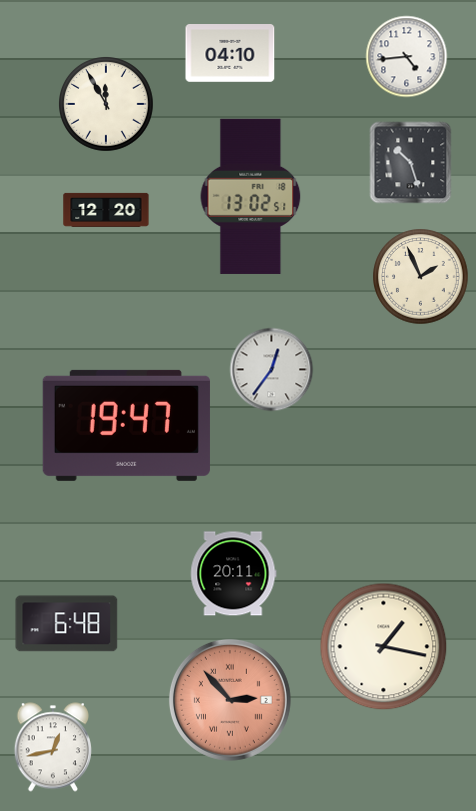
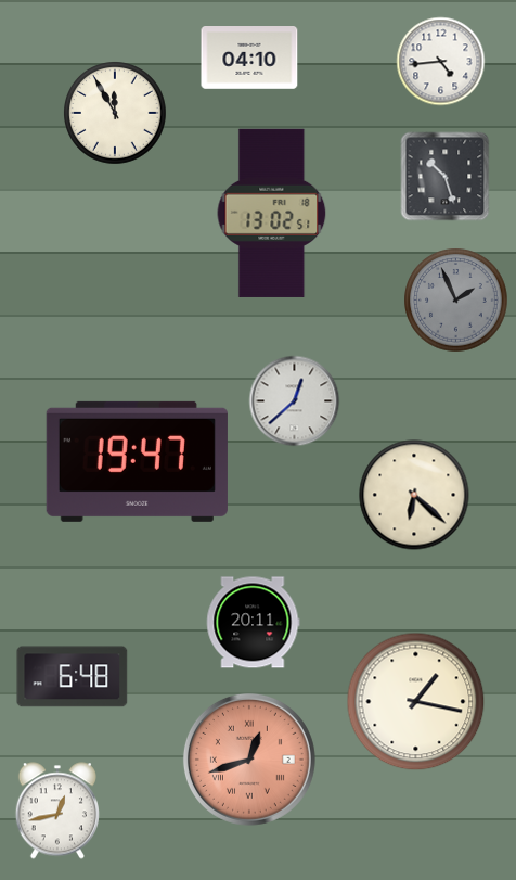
clock at (106, 210): 12:20 -> none
clock at (421, 277) dial: cream -> grey
clock at (272, 370): 12:36 -> 12:38
clock at (414, 495): none -> 6:22
clock at (230, 700): 2:53 -> 12:42
